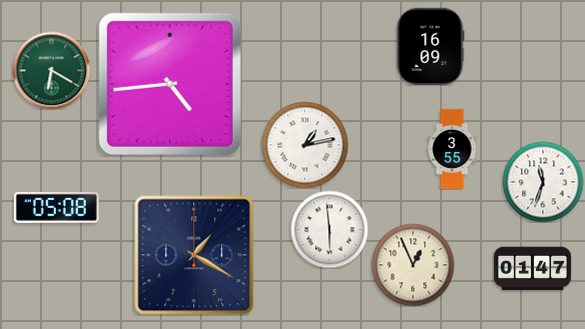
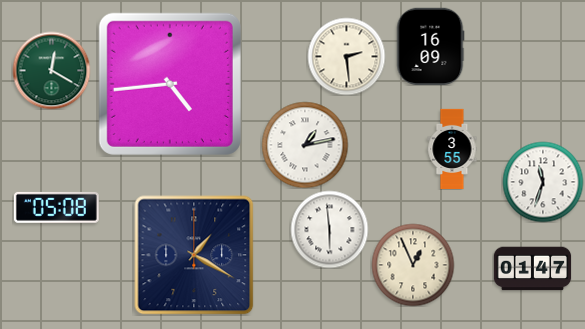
clock at (346, 56): none -> 2:29
clock at (51, 70): 6:20 -> 12:20
